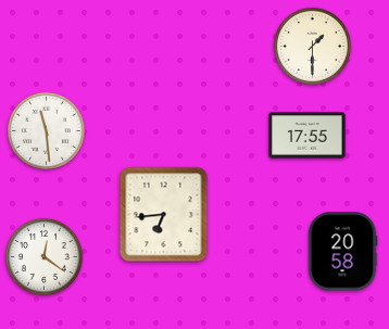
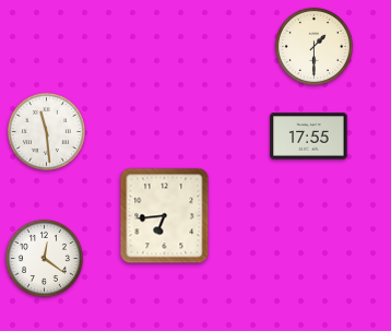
clock at (342, 252): 20:58 -> none
